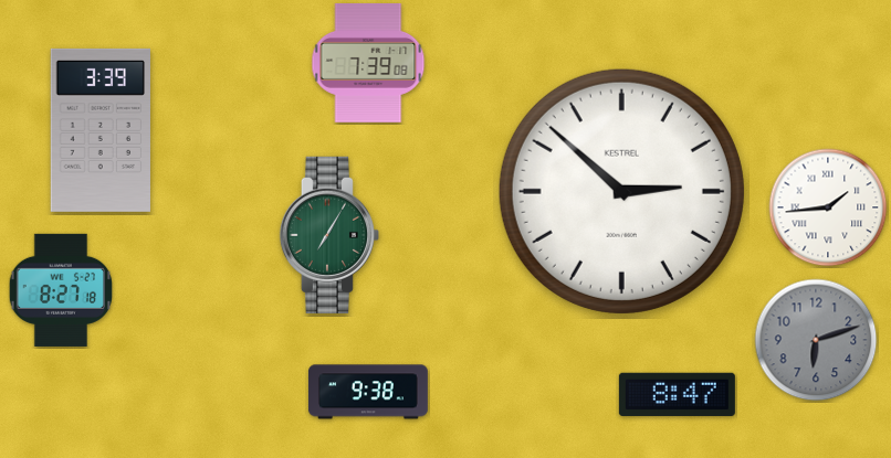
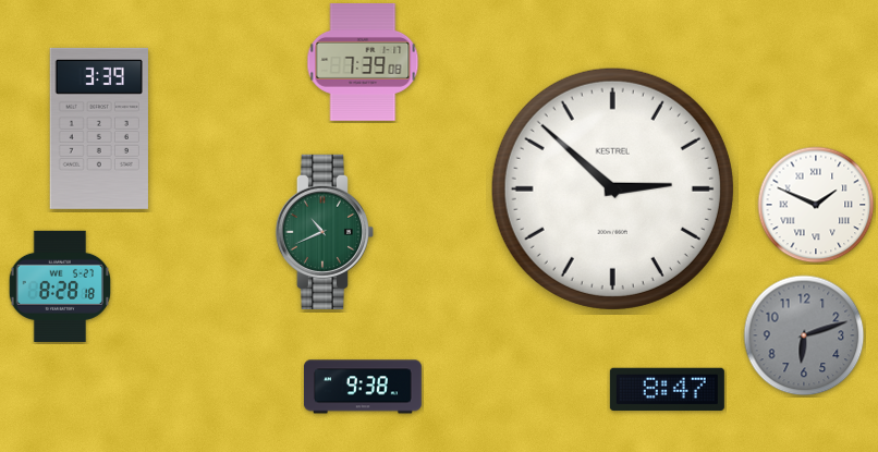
clock at (828, 207): 1:44 -> 1:49
clock at (328, 235): 7:05 -> 10:41
clock at (60, 290): 8:27 -> 8:28
